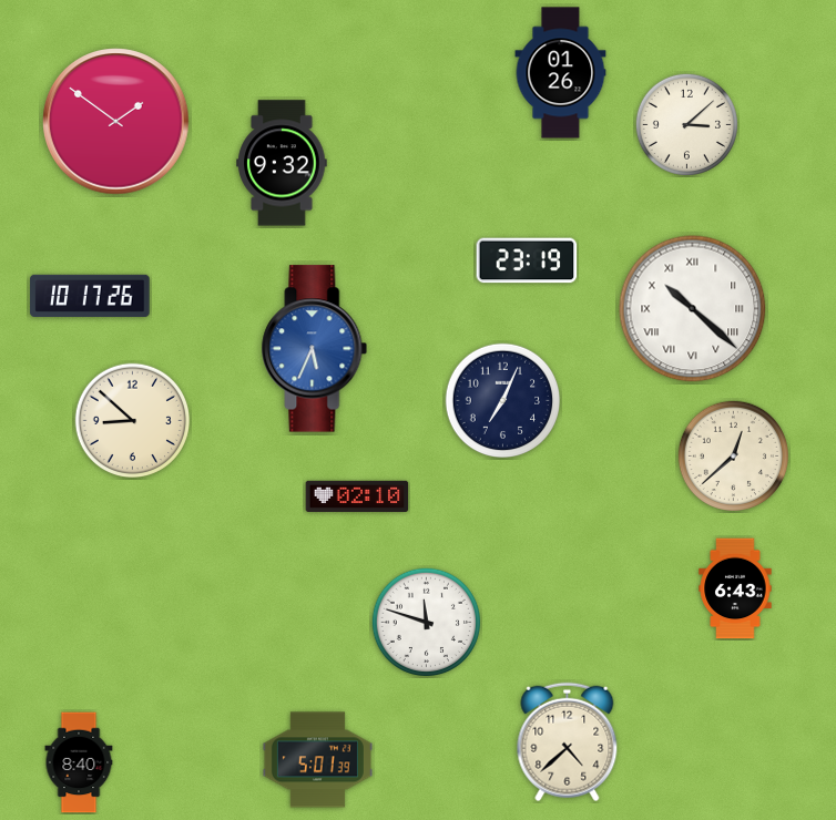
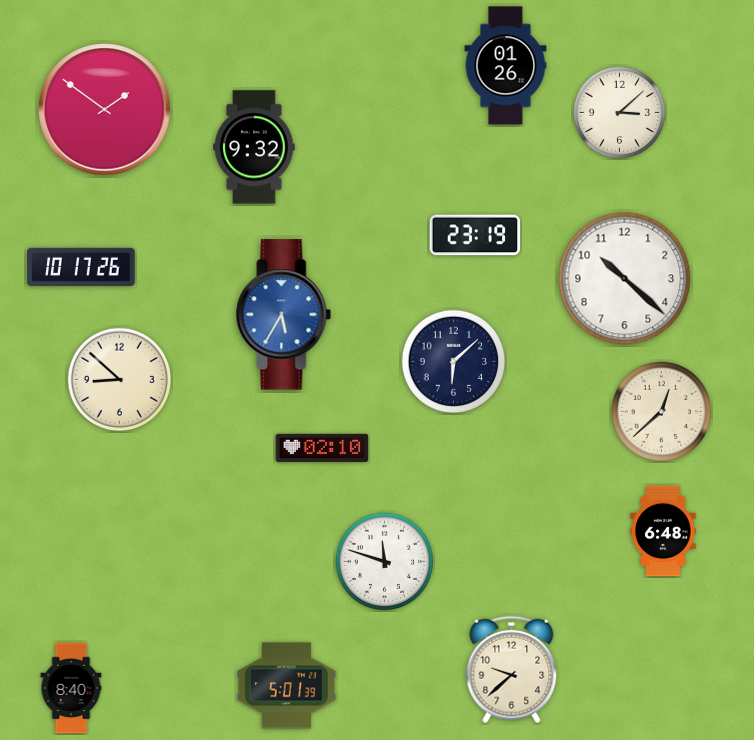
clock at (693, 309) numerals: Roman -> Arabic
clock at (315, 349): 5:34 -> 5:35
clock at (503, 401): 7:04 -> 6:08
clock at (735, 588): 6:43 -> 6:48
clock at (568, 742): 4:38 -> 9:38
